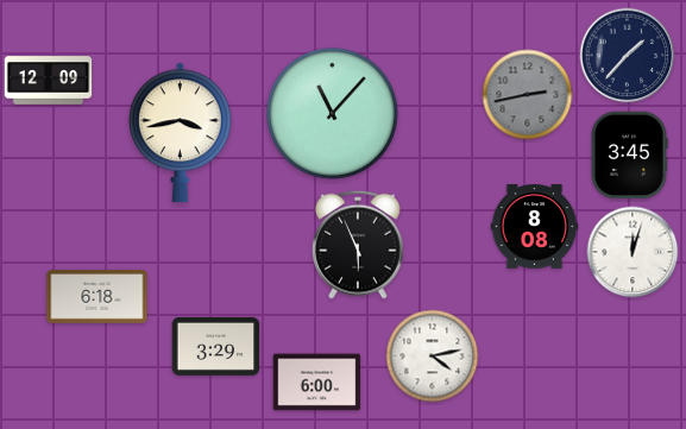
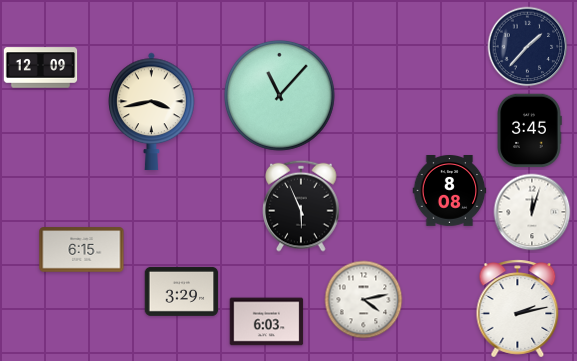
clock at (528, 95): 2:43 -> none
clock at (97, 297): 6:18 -> 6:15
clock at (518, 309): none -> 2:13
clock at (317, 383): 6:00 -> 6:03
